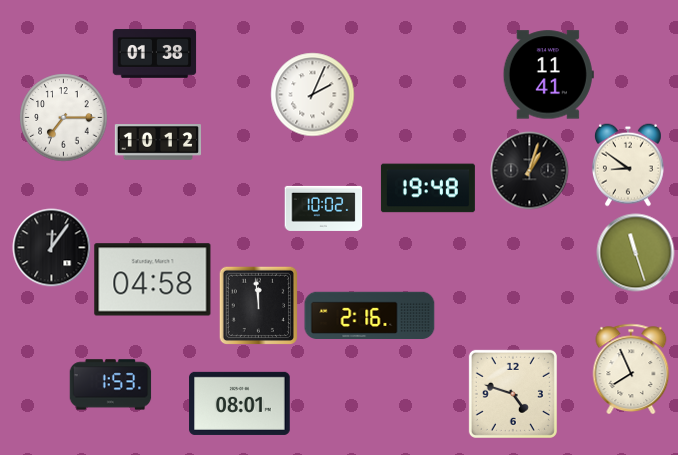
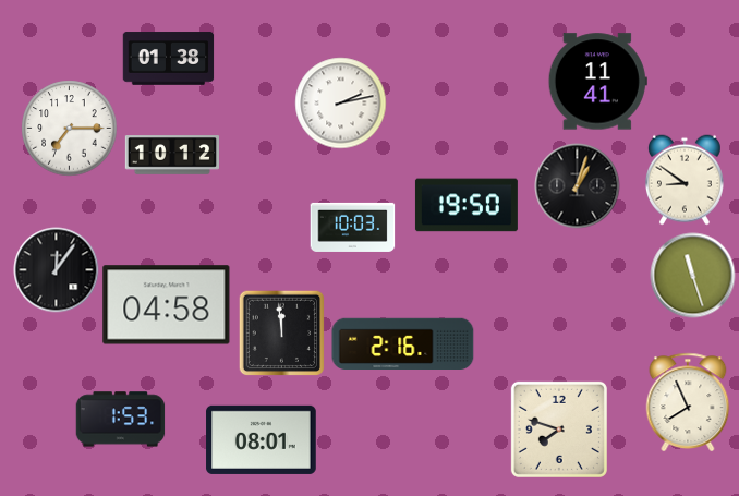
clock at (312, 94): 2:04 -> 2:13
clock at (428, 188): 19:48 -> 19:50
clock at (323, 208): 10:02 -> 10:03
clock at (513, 394): 4:48 -> 7:48
